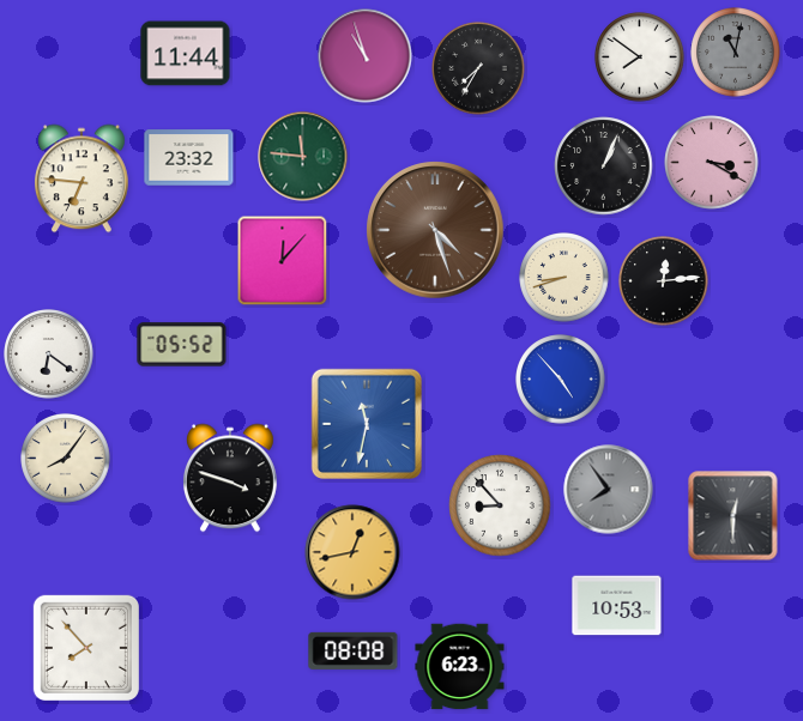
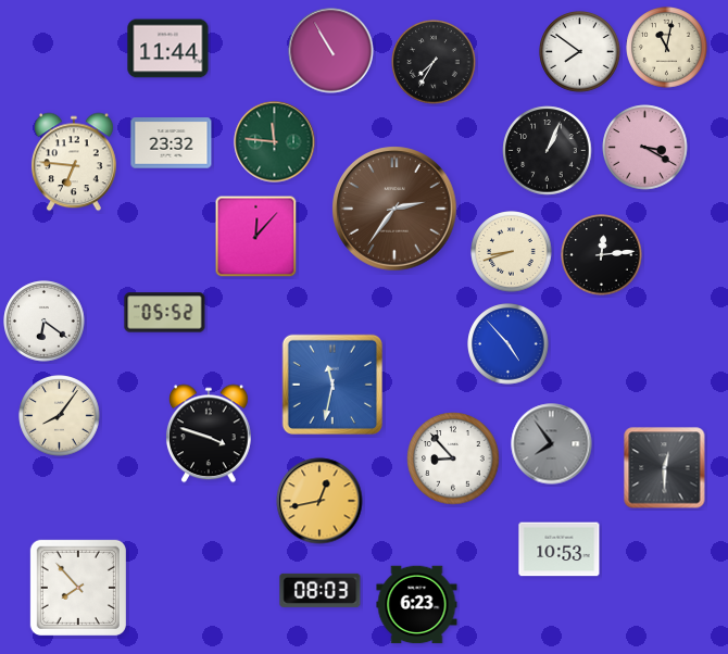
clock at (736, 53) dial: grey -> cream
clock at (366, 56): 10:57 -> 10:55
clock at (435, 230): 4:27 -> 2:36
clock at (354, 650): 08:08 -> 08:03
